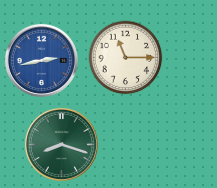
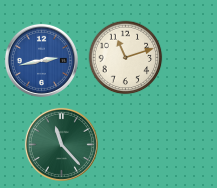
clock at (126, 58): 11:15 -> 11:12
clock at (61, 144): 8:18 -> 11:23
